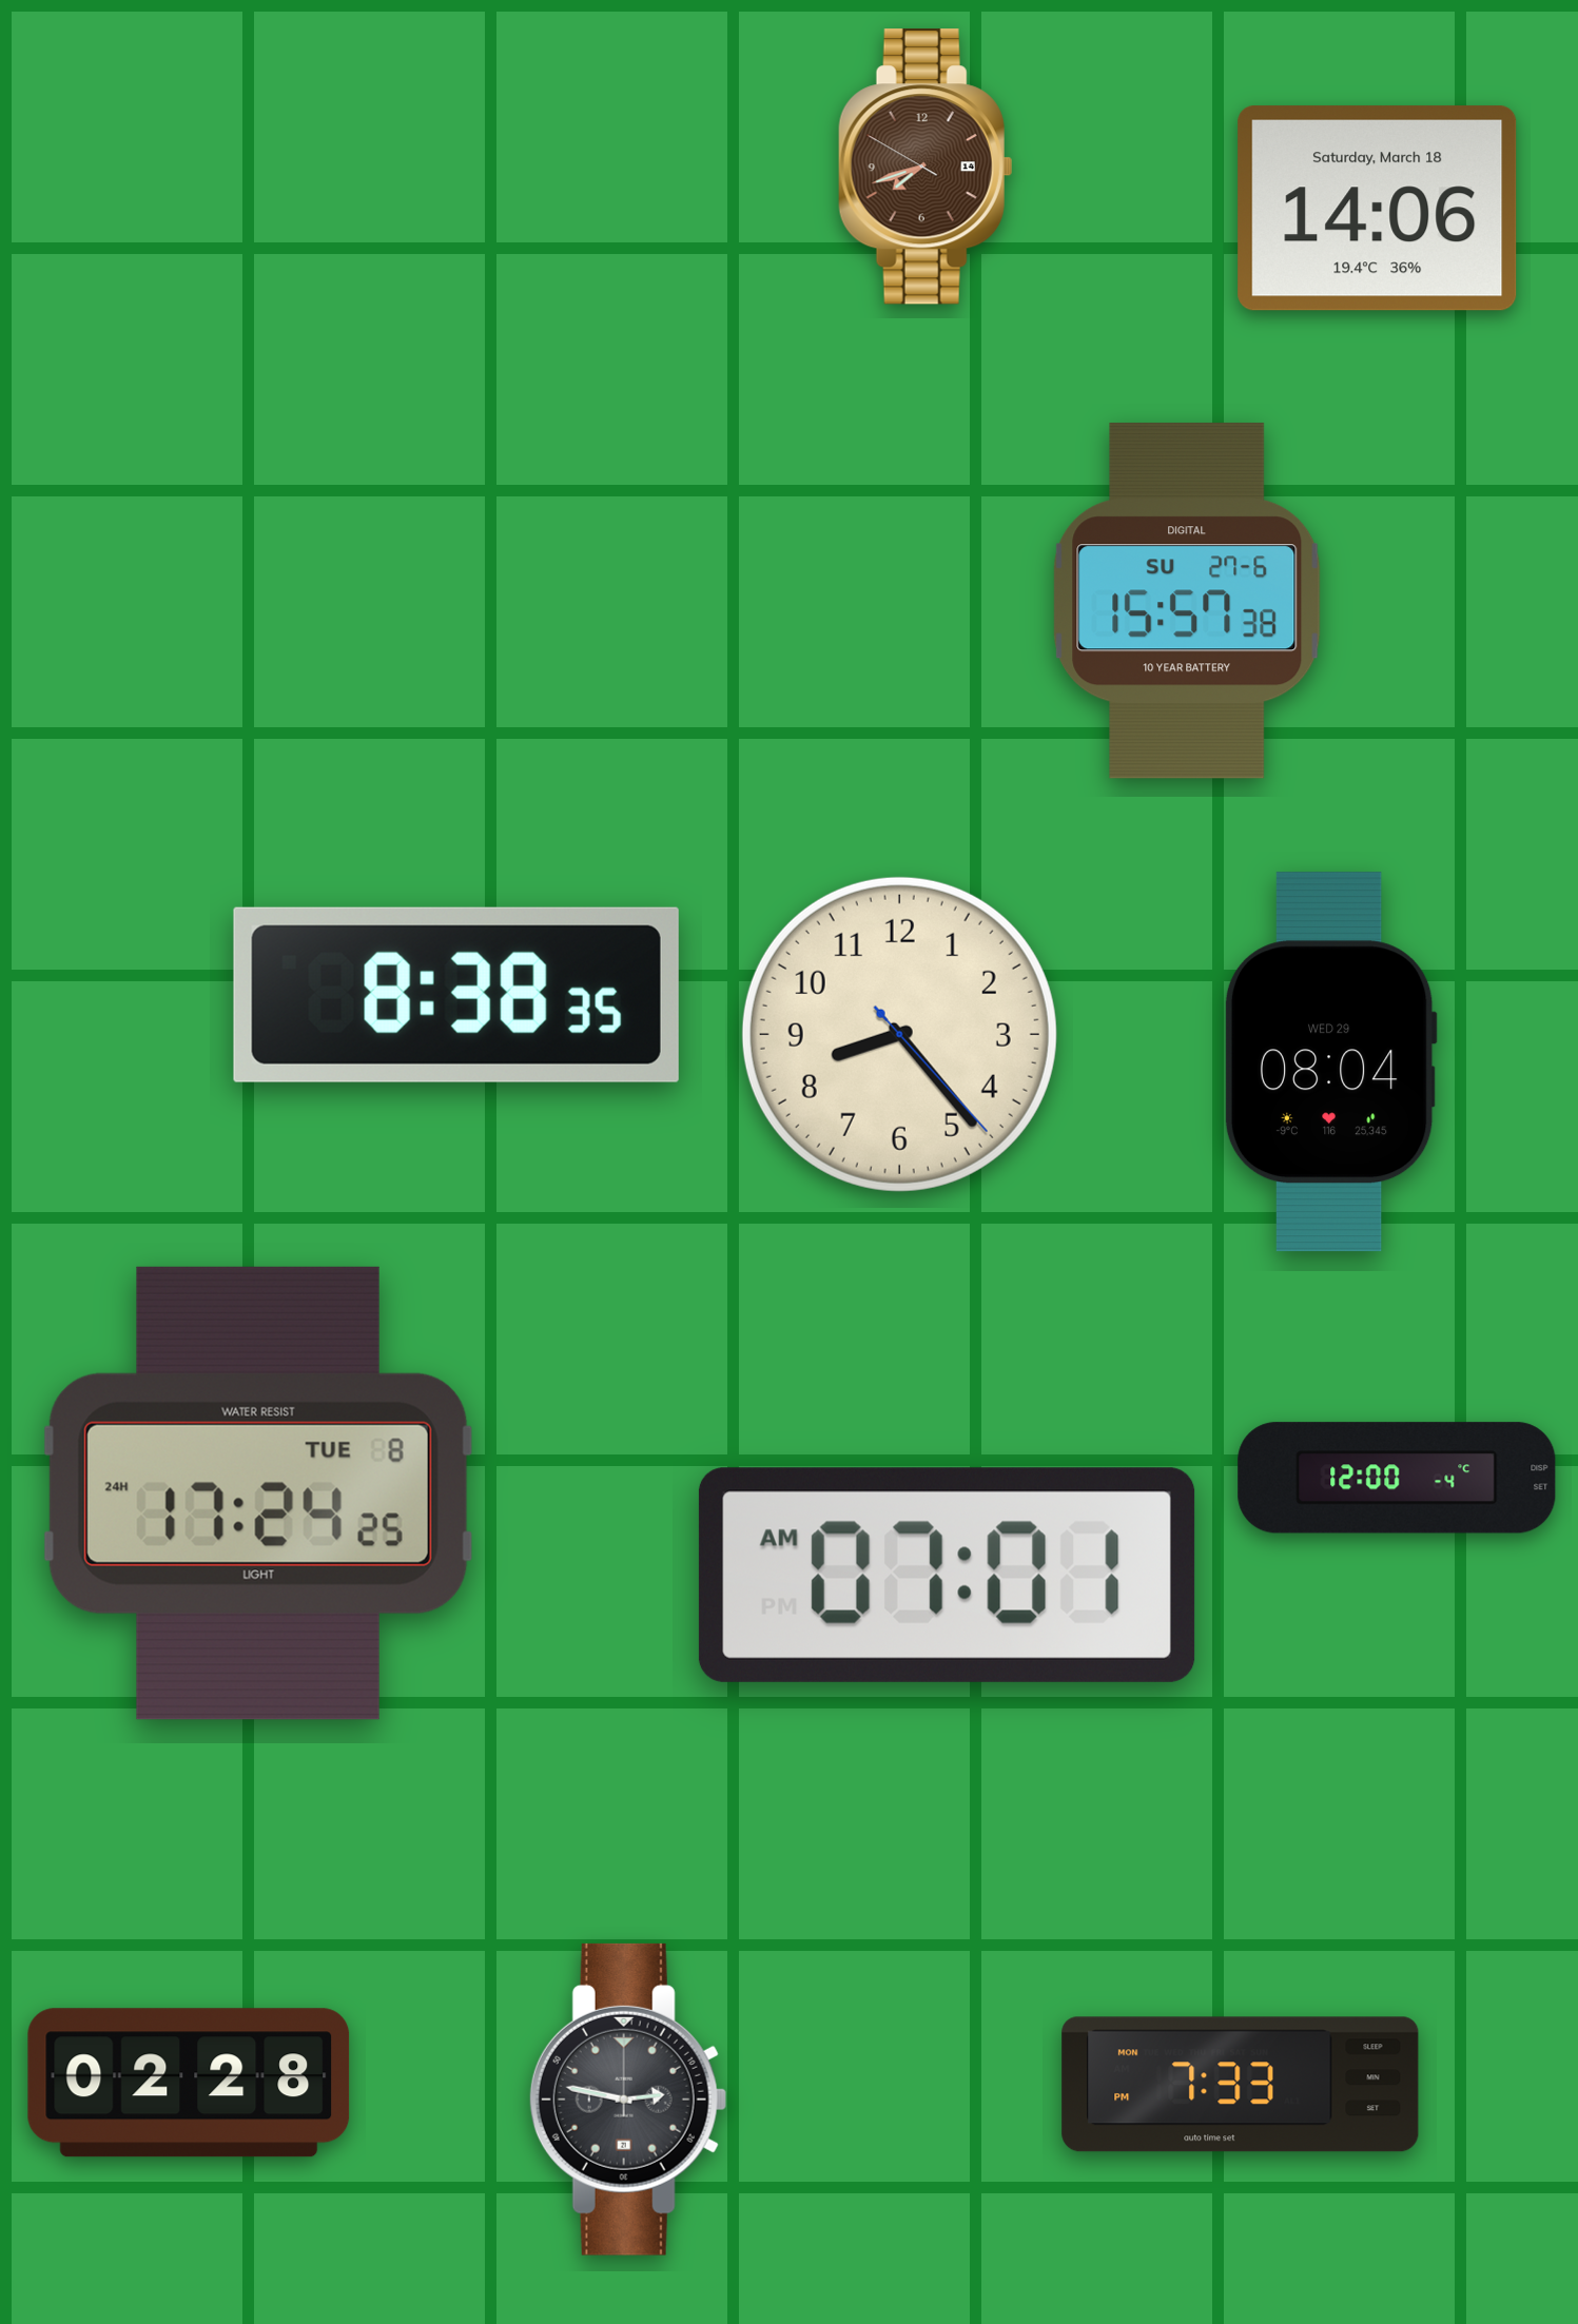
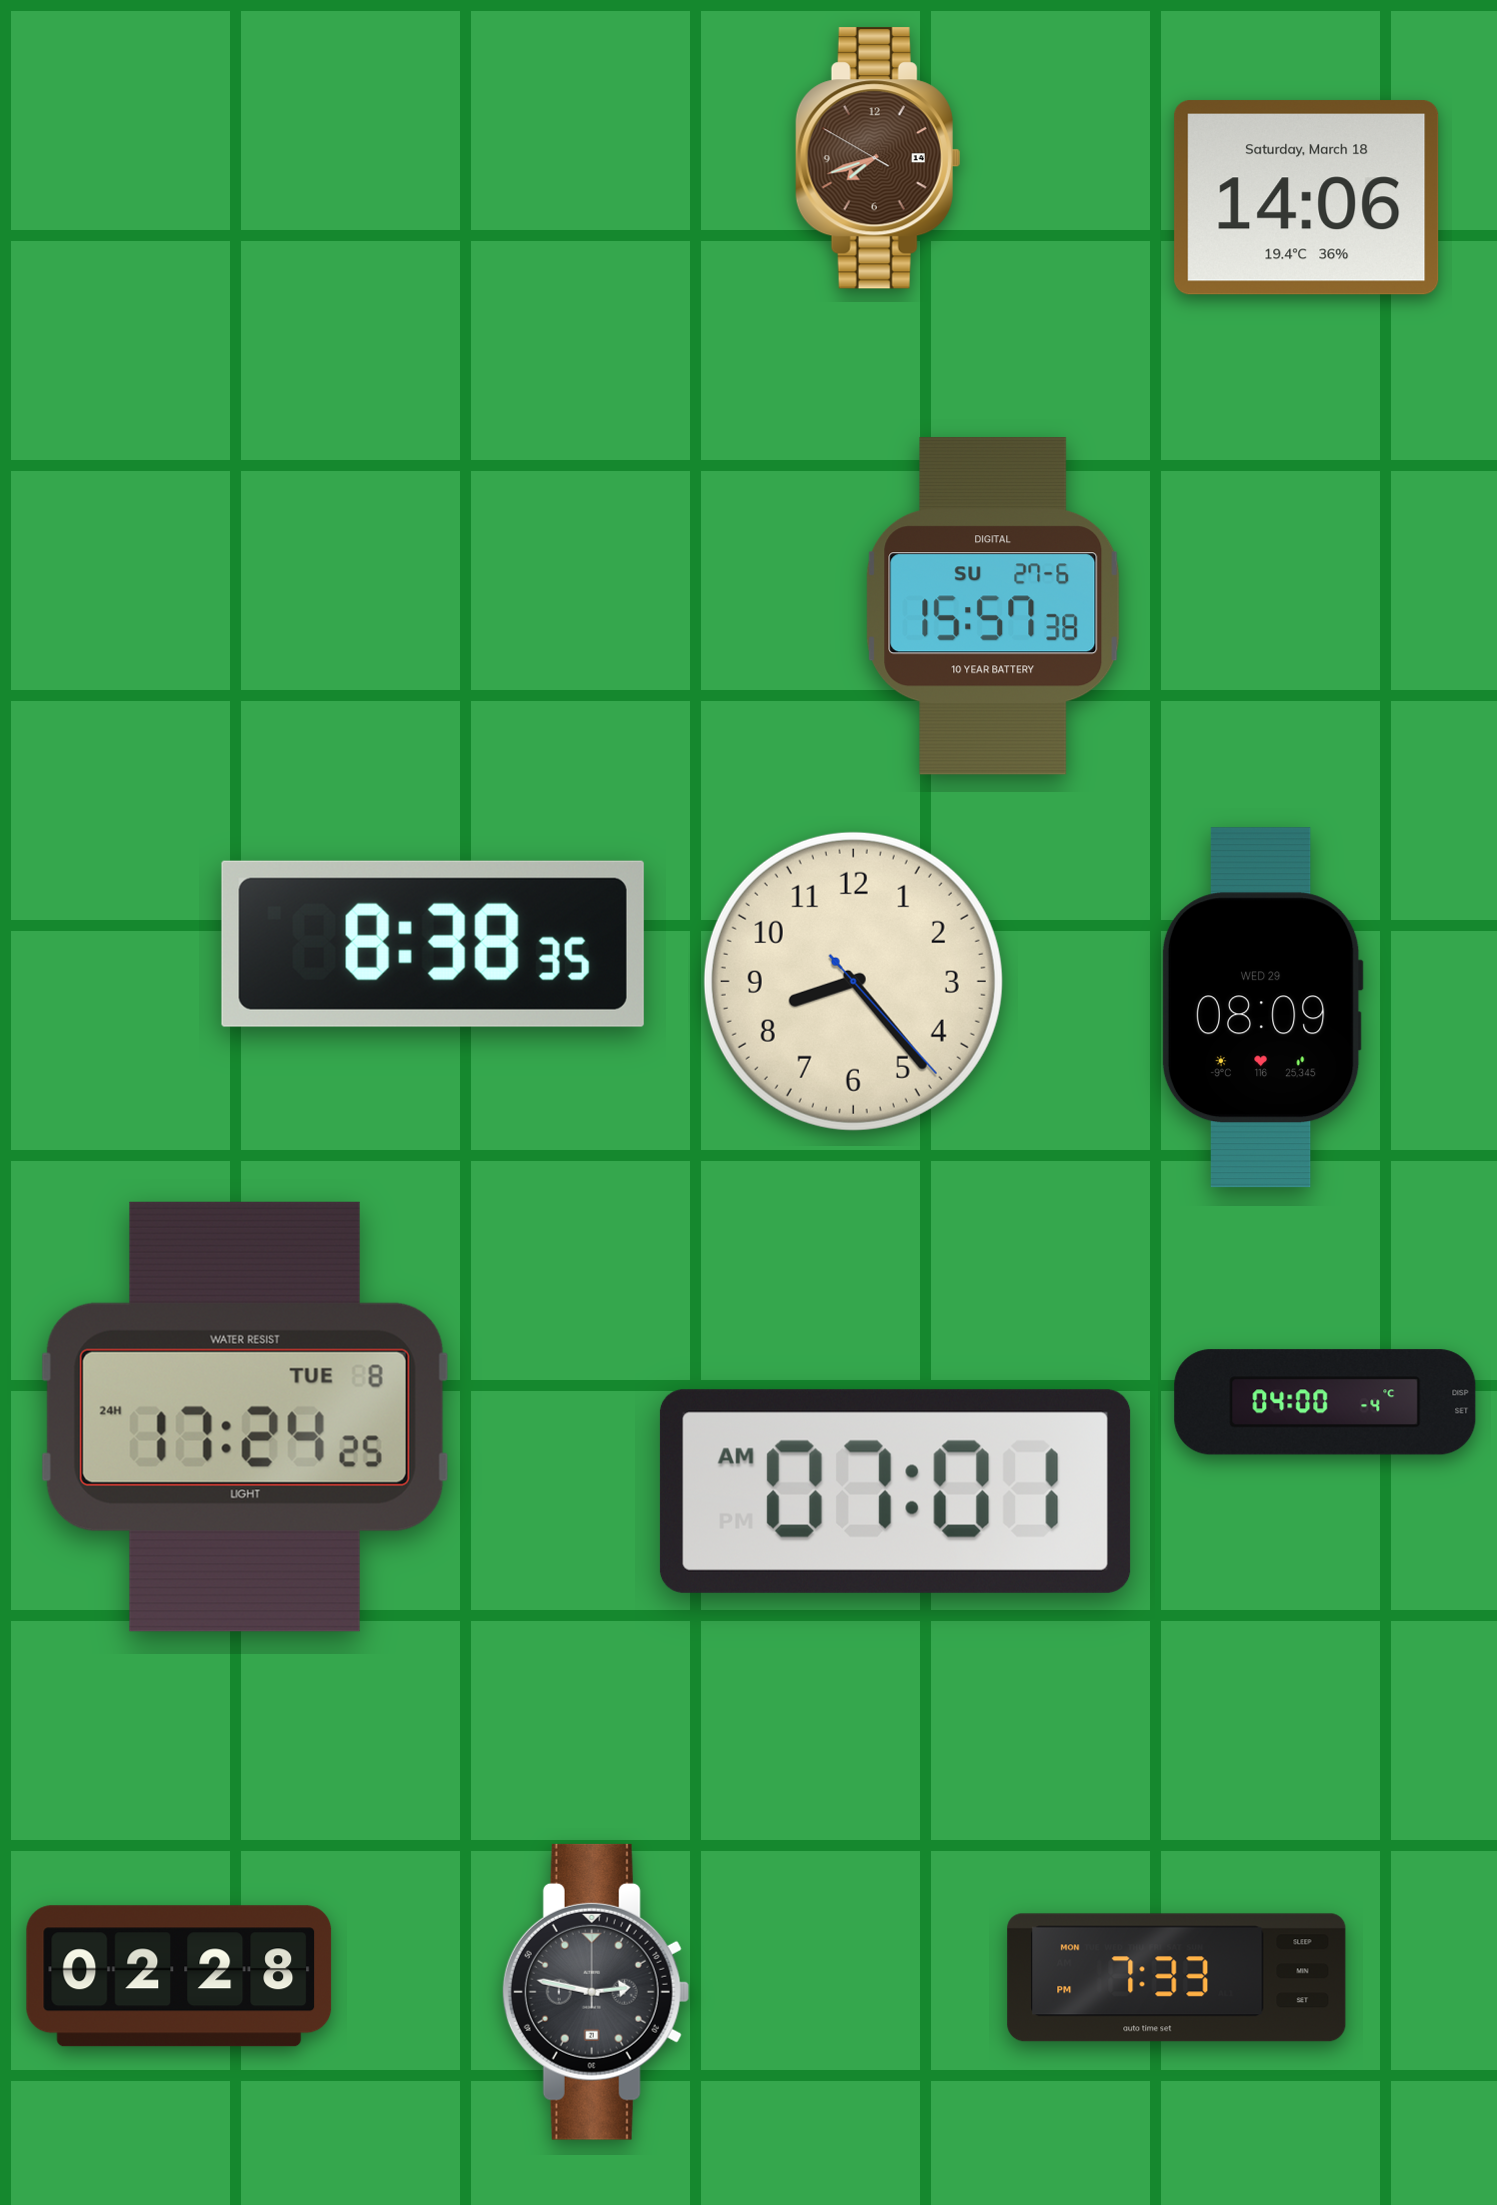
clock at (1187, 601) position: (1187, 601) -> (993, 606)
clock at (1330, 1062): 08:04 -> 08:09
clock at (1397, 1478): 12:00 -> 04:00
clock at (947, 1575) position: (947, 1575) -> (895, 1491)
